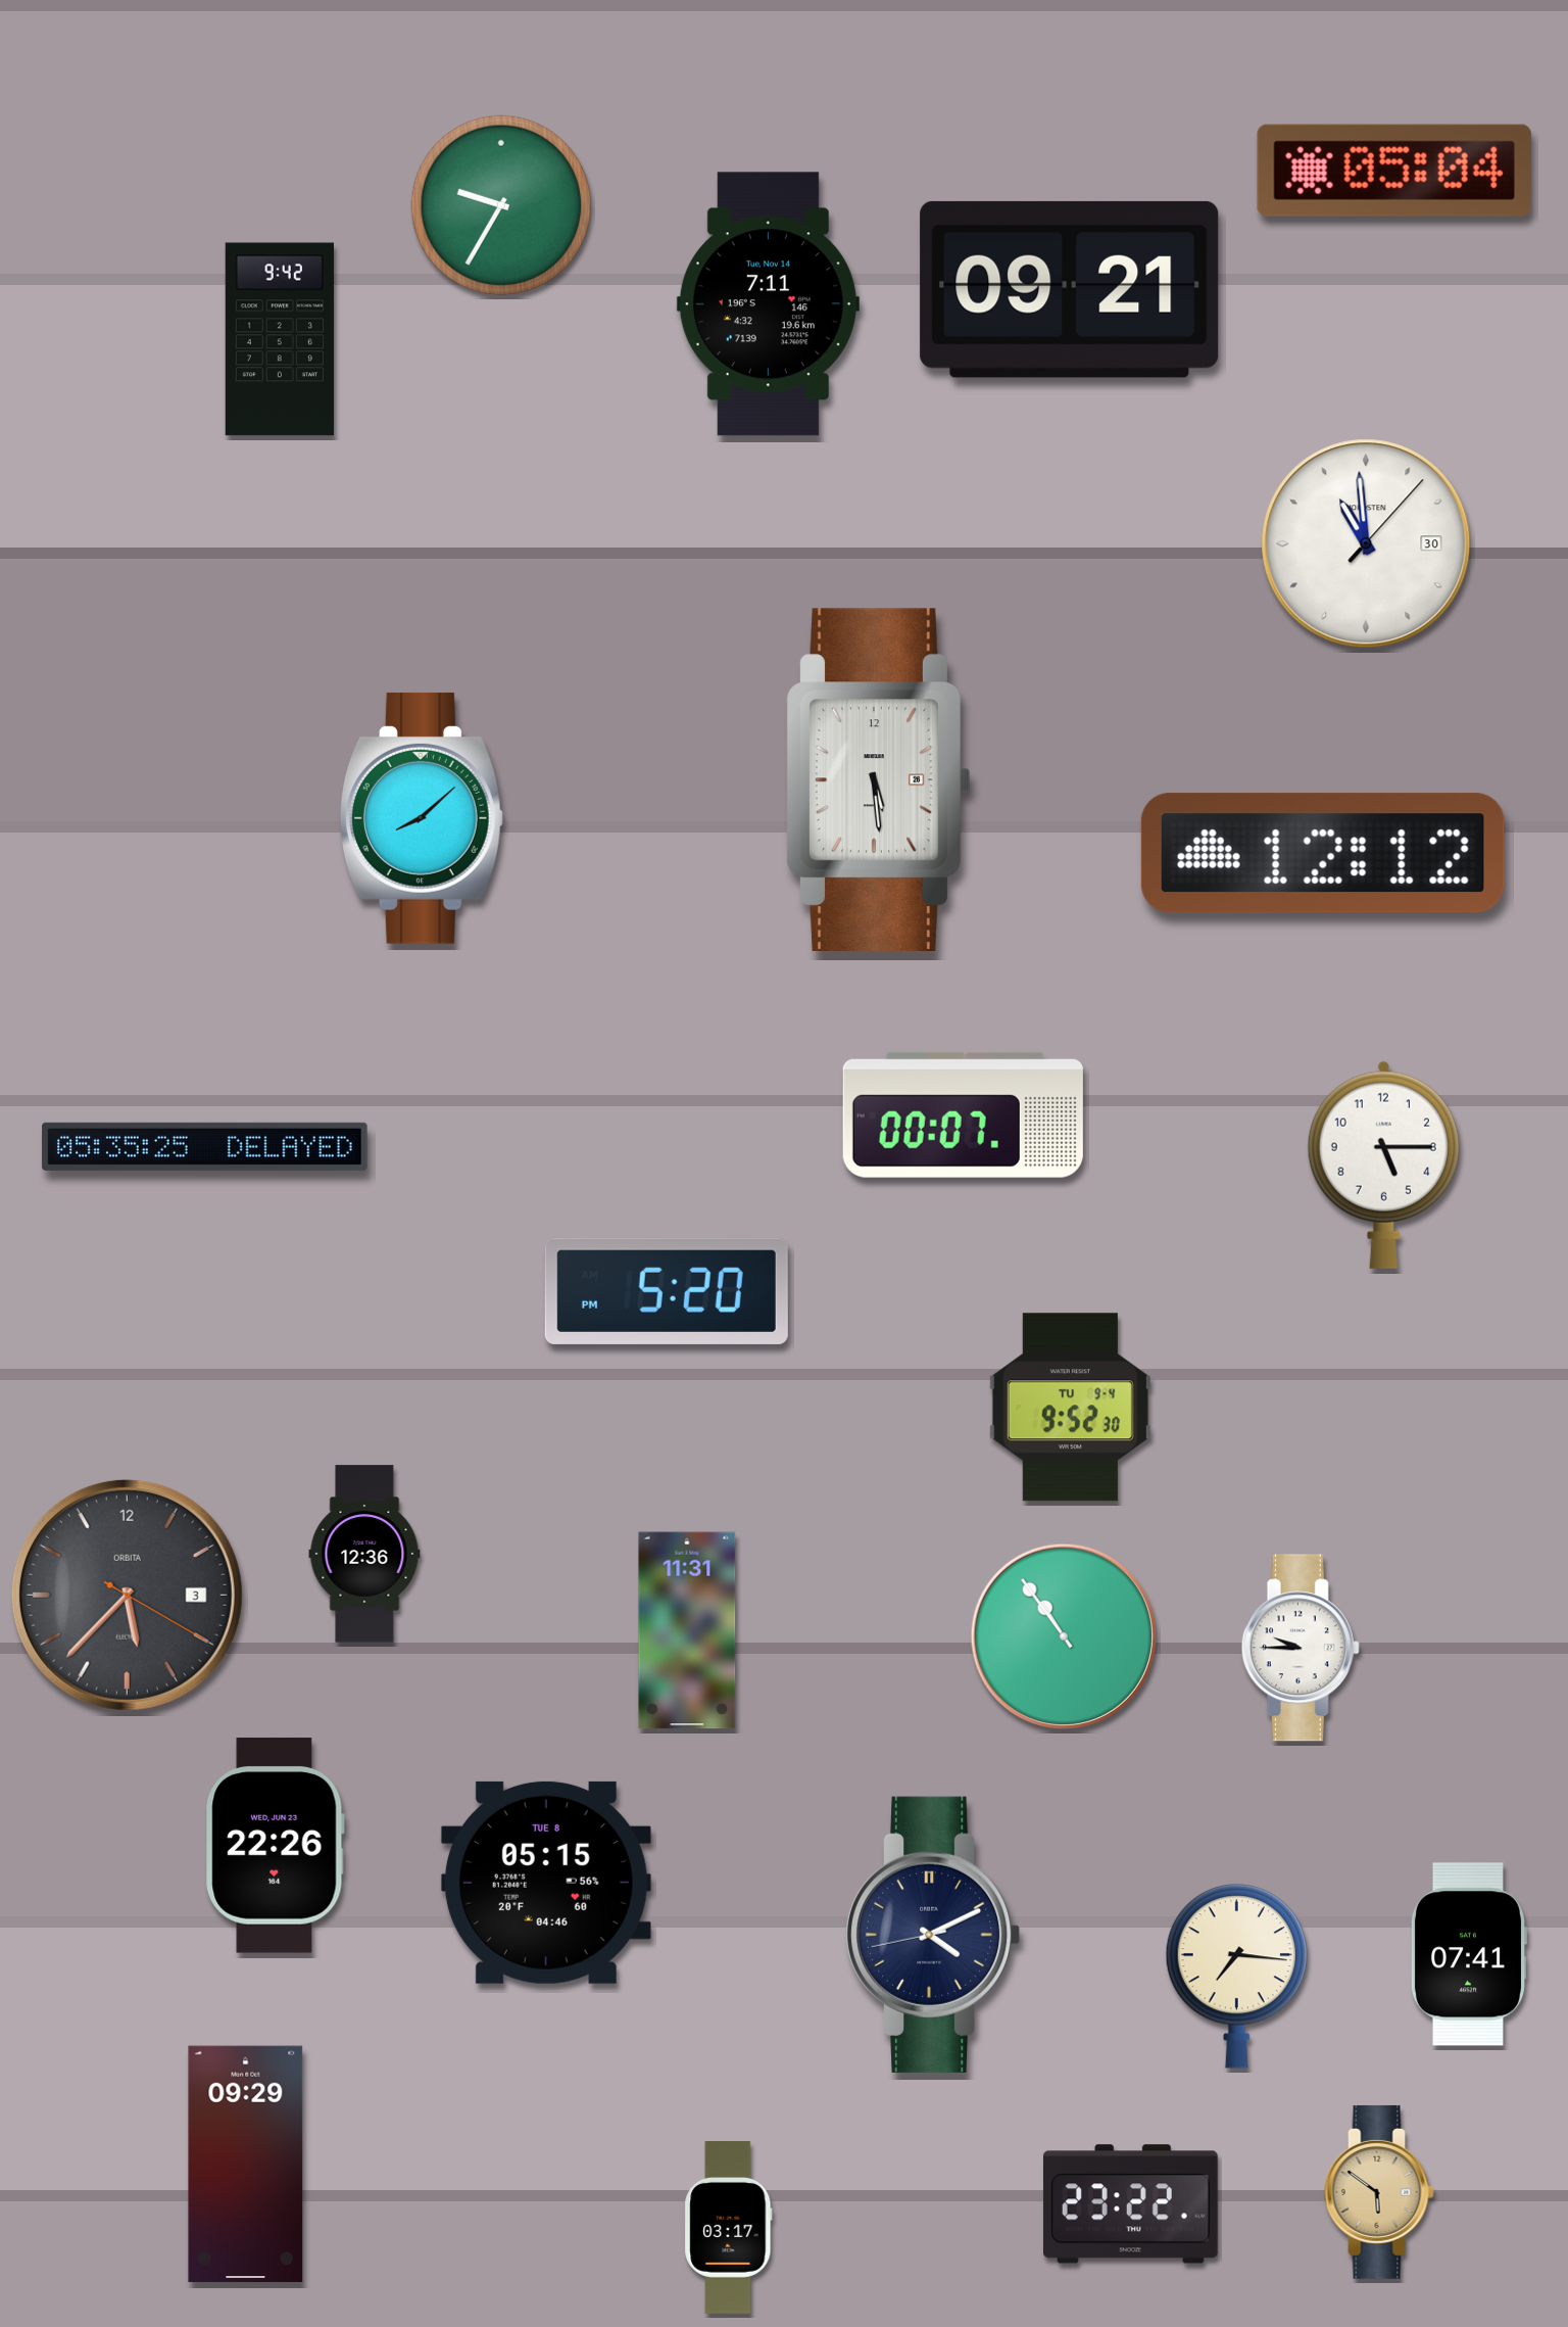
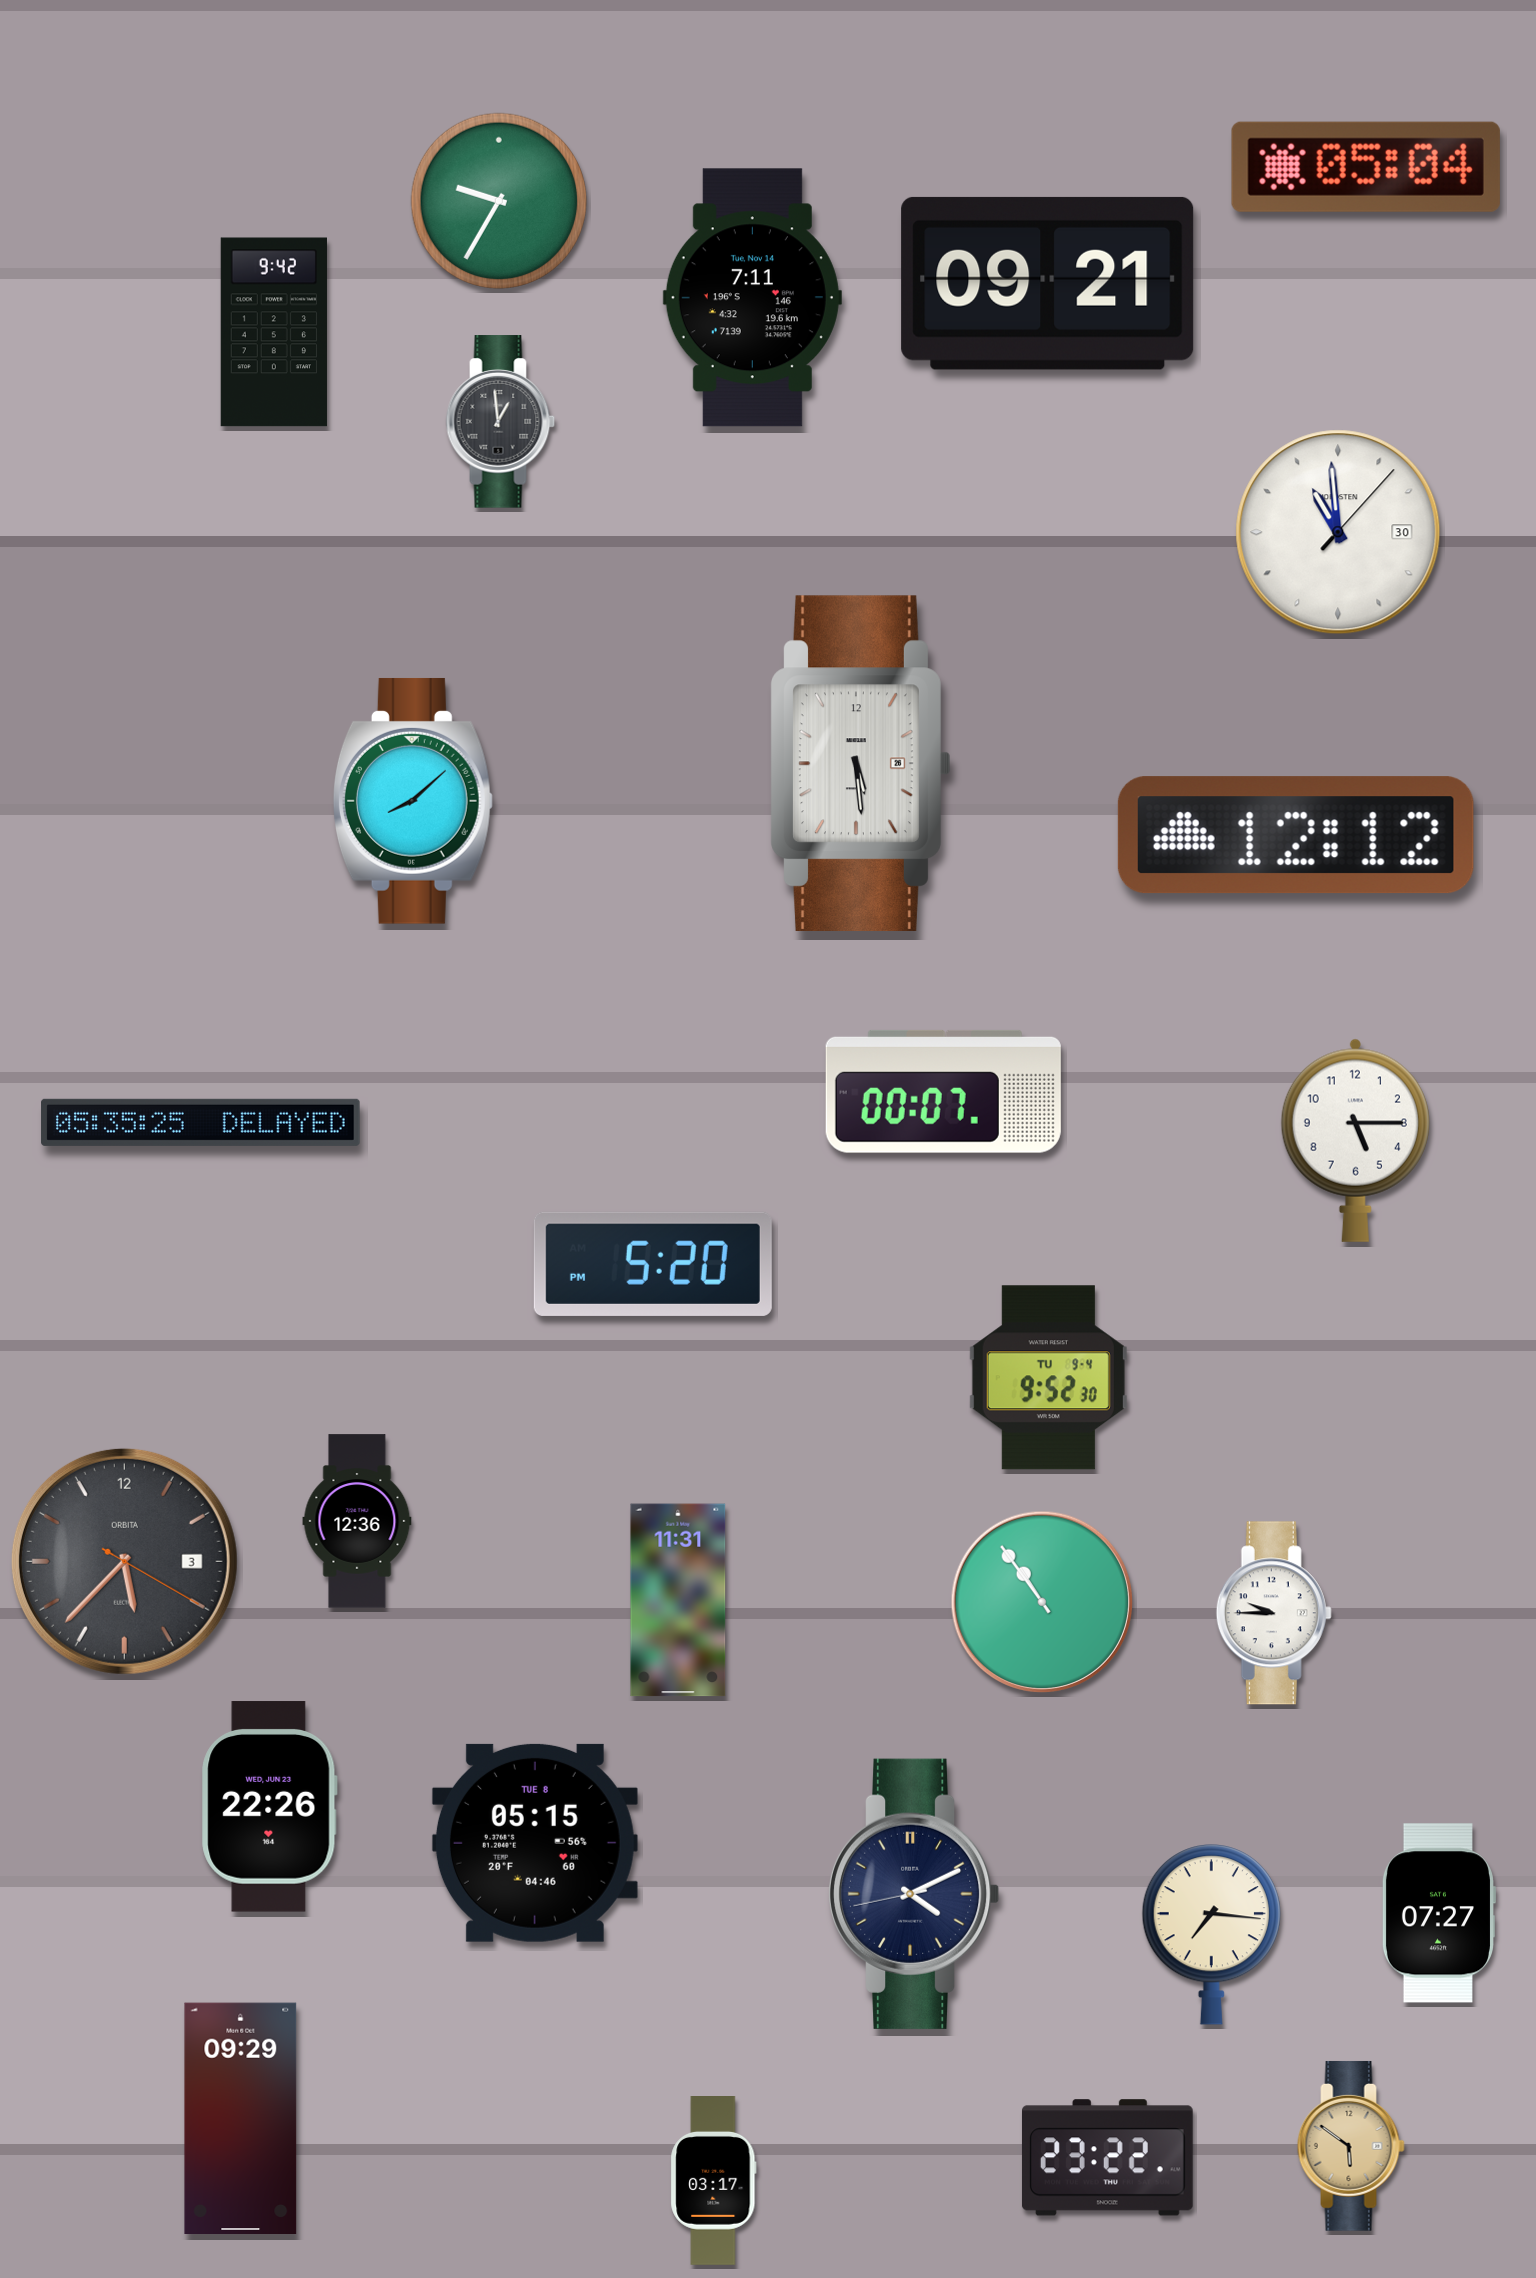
clock at (501, 205) position: (501, 205) -> (499, 201)
clock at (501, 422): none -> 12:59
clock at (687, 1630) position: (687, 1630) -> (678, 1600)
clock at (1468, 1954): 07:41 -> 07:27
